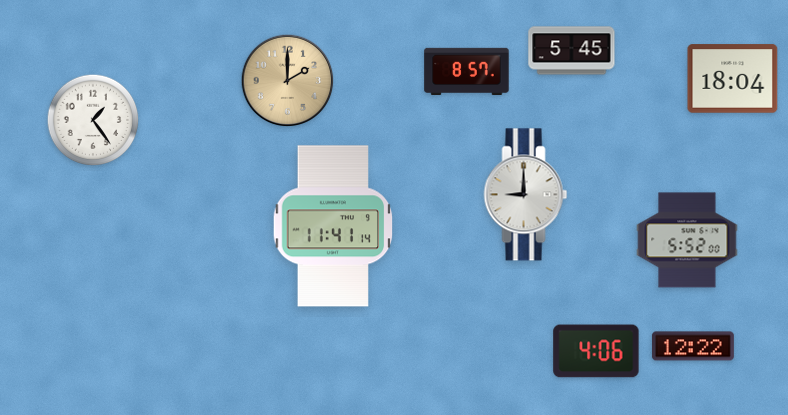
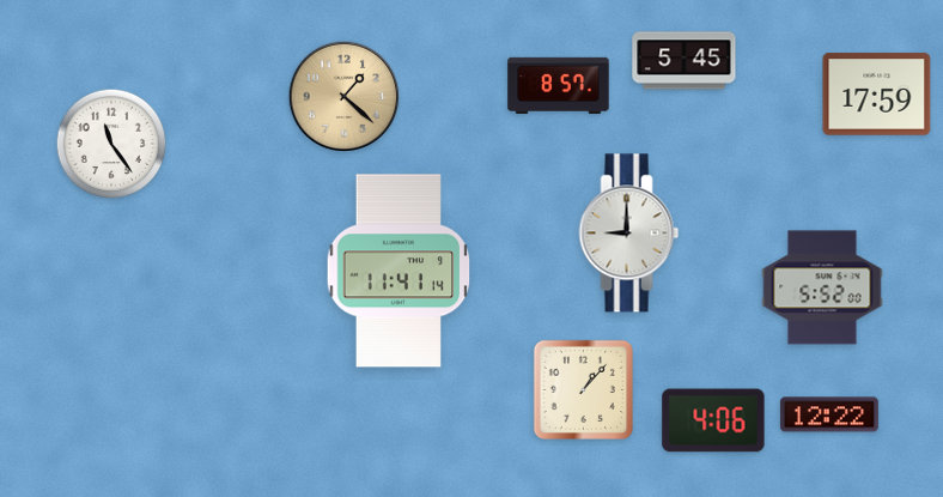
clock at (733, 79): 18:04 -> 17:59
clock at (288, 81): 2:00 -> 1:22
clock at (93, 120): 1:24 -> 11:24
clock at (583, 389): none -> 1:07
